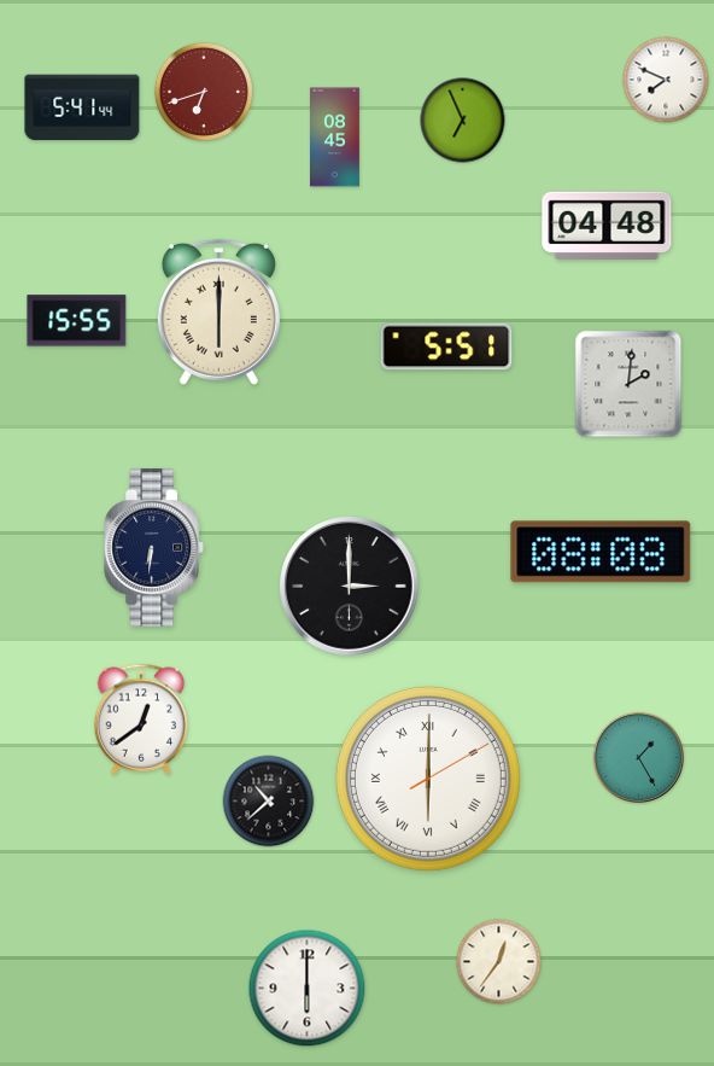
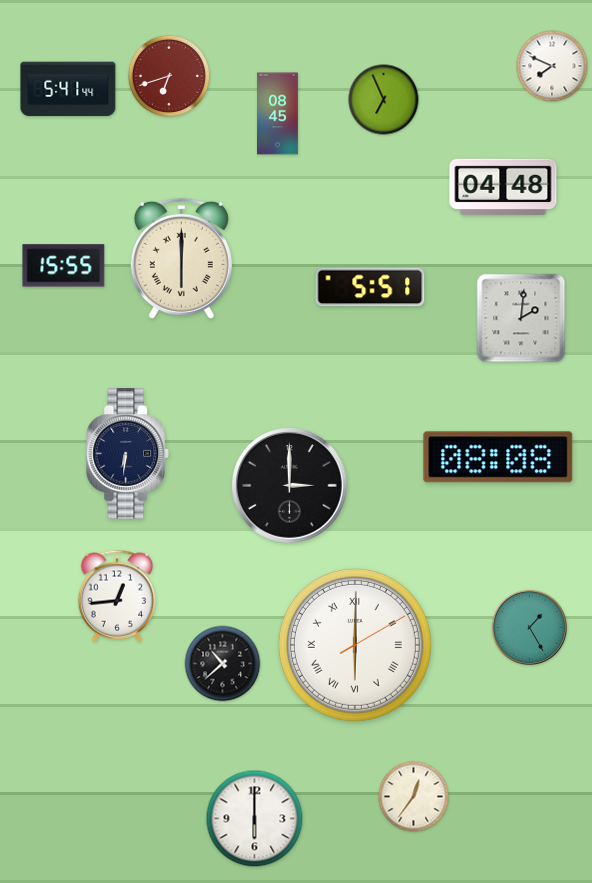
clock at (141, 720): 12:39 -> 12:44
